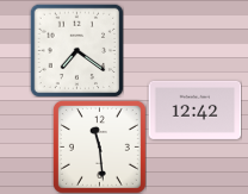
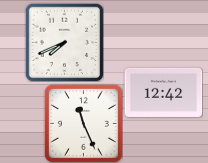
clock at (76, 50): 7:21 -> 7:41
clock at (99, 146): 11:29 -> 11:26
